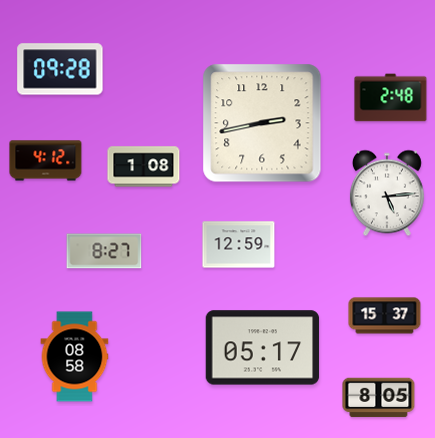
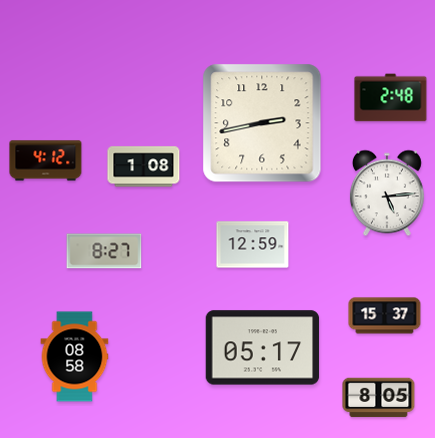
clock at (60, 69): 09:28 -> none
clock at (239, 245) position: (239, 245) -> (253, 245)
